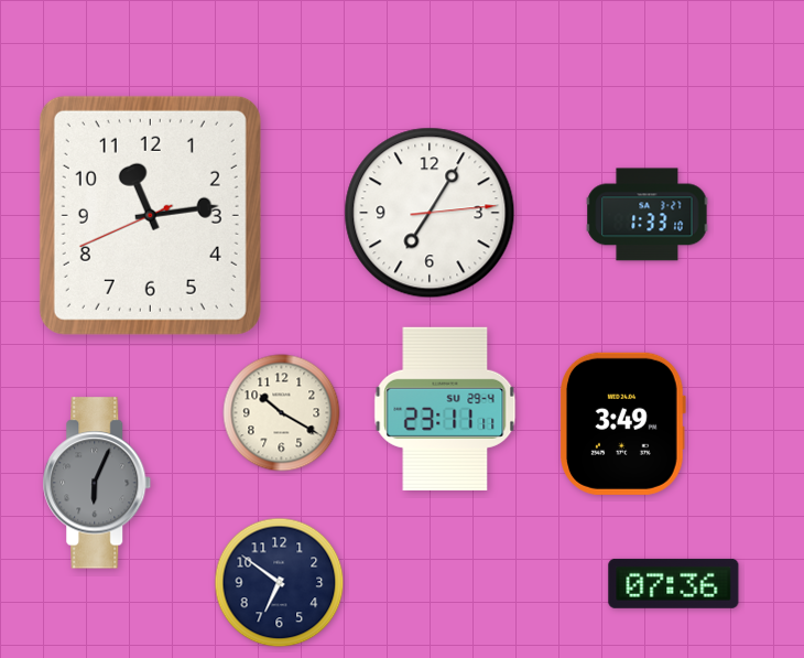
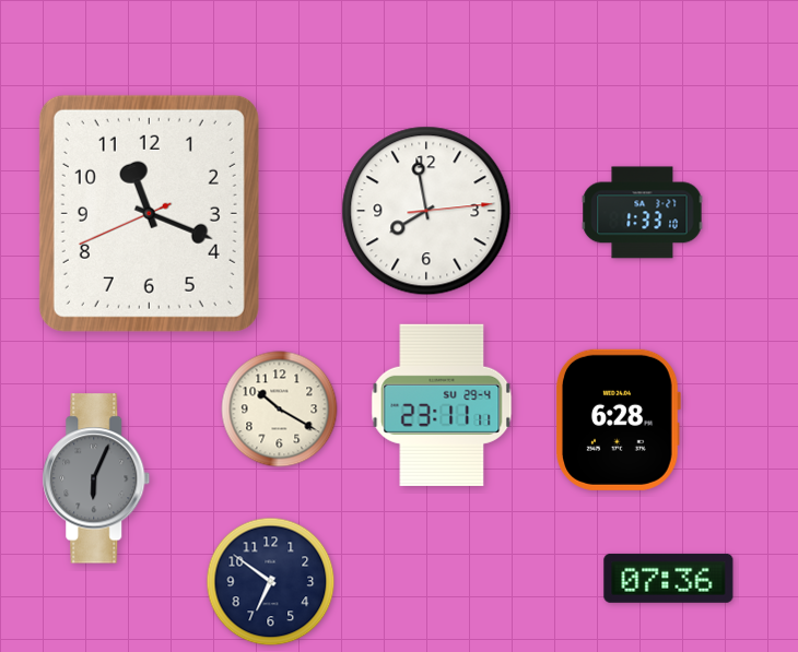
clock at (430, 213): 7:05 -> 7:58
clock at (150, 215): 11:13 -> 11:18
clock at (623, 423): 3:49 -> 6:28
clock at (280, 583) position: (280, 583) -> (271, 582)
